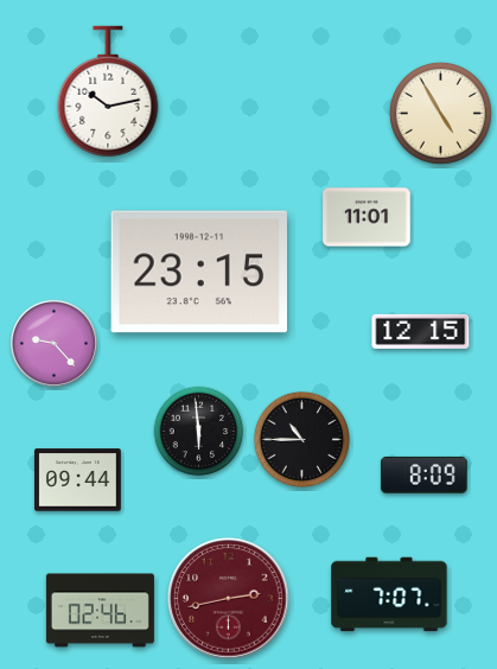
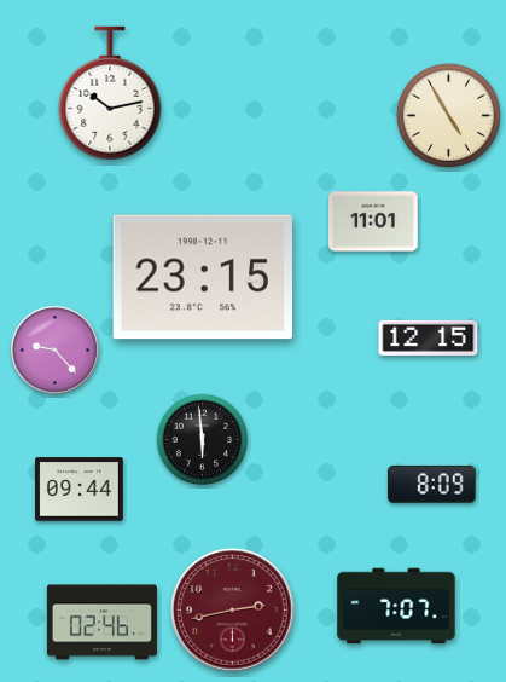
clock at (301, 439): 10:45 -> none
